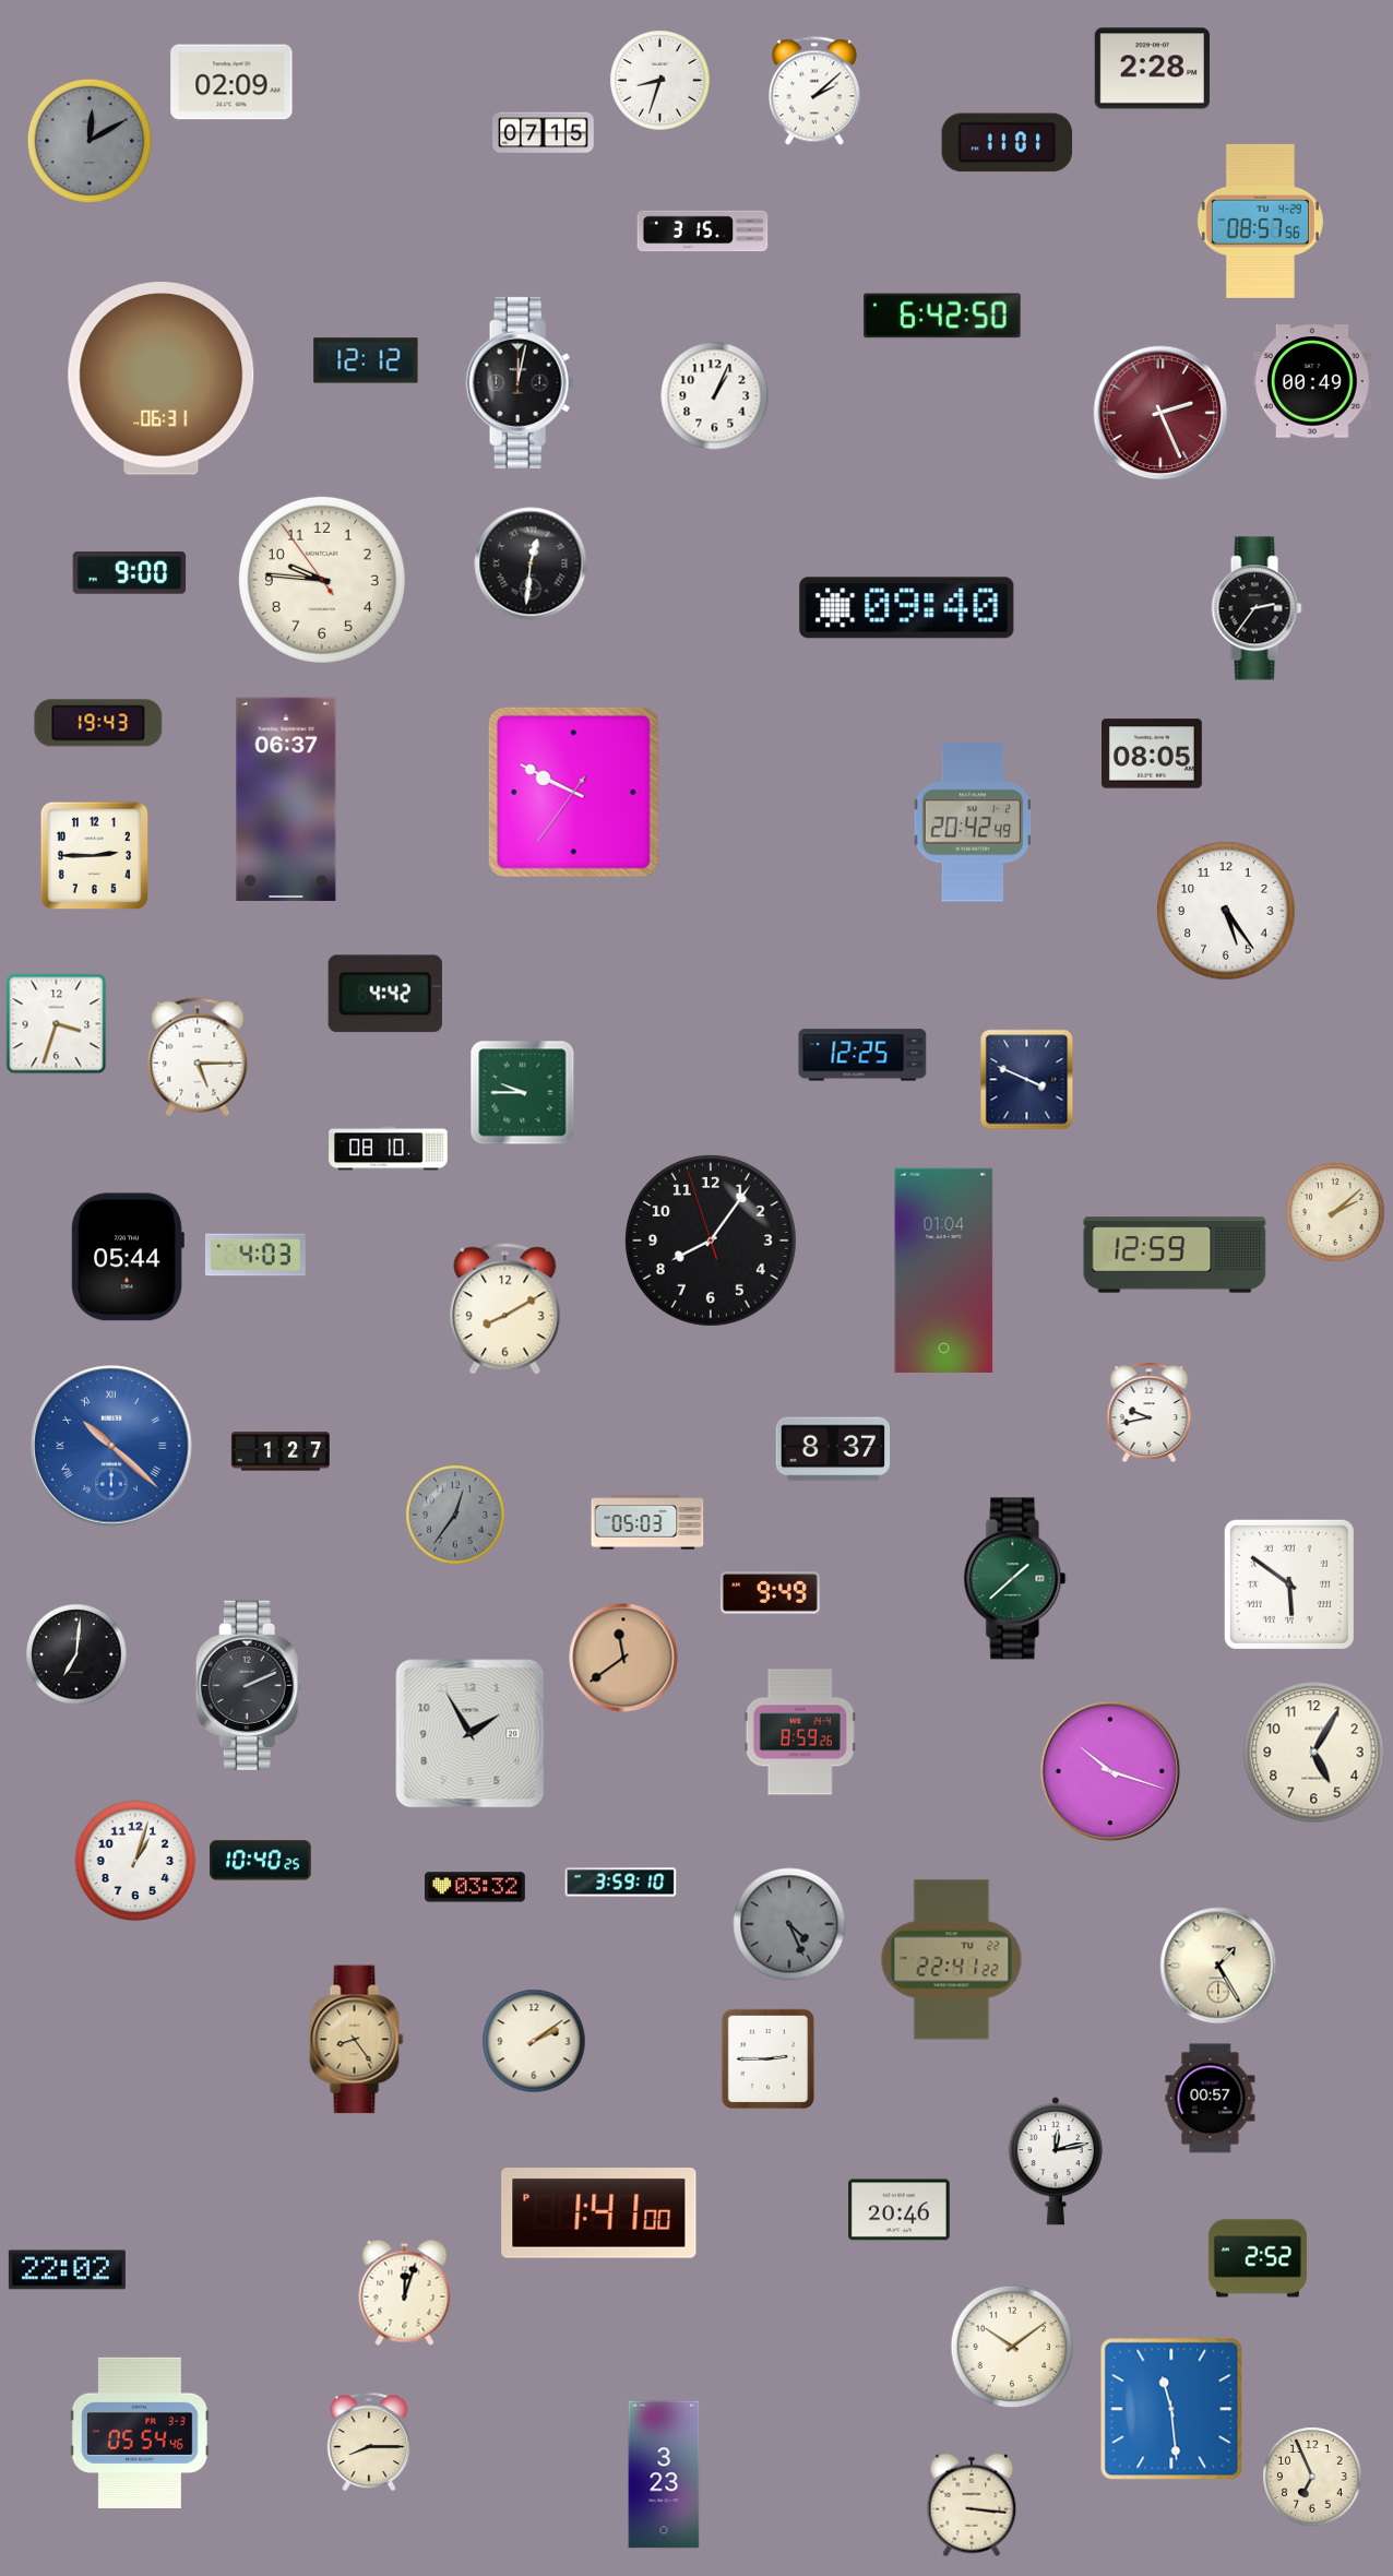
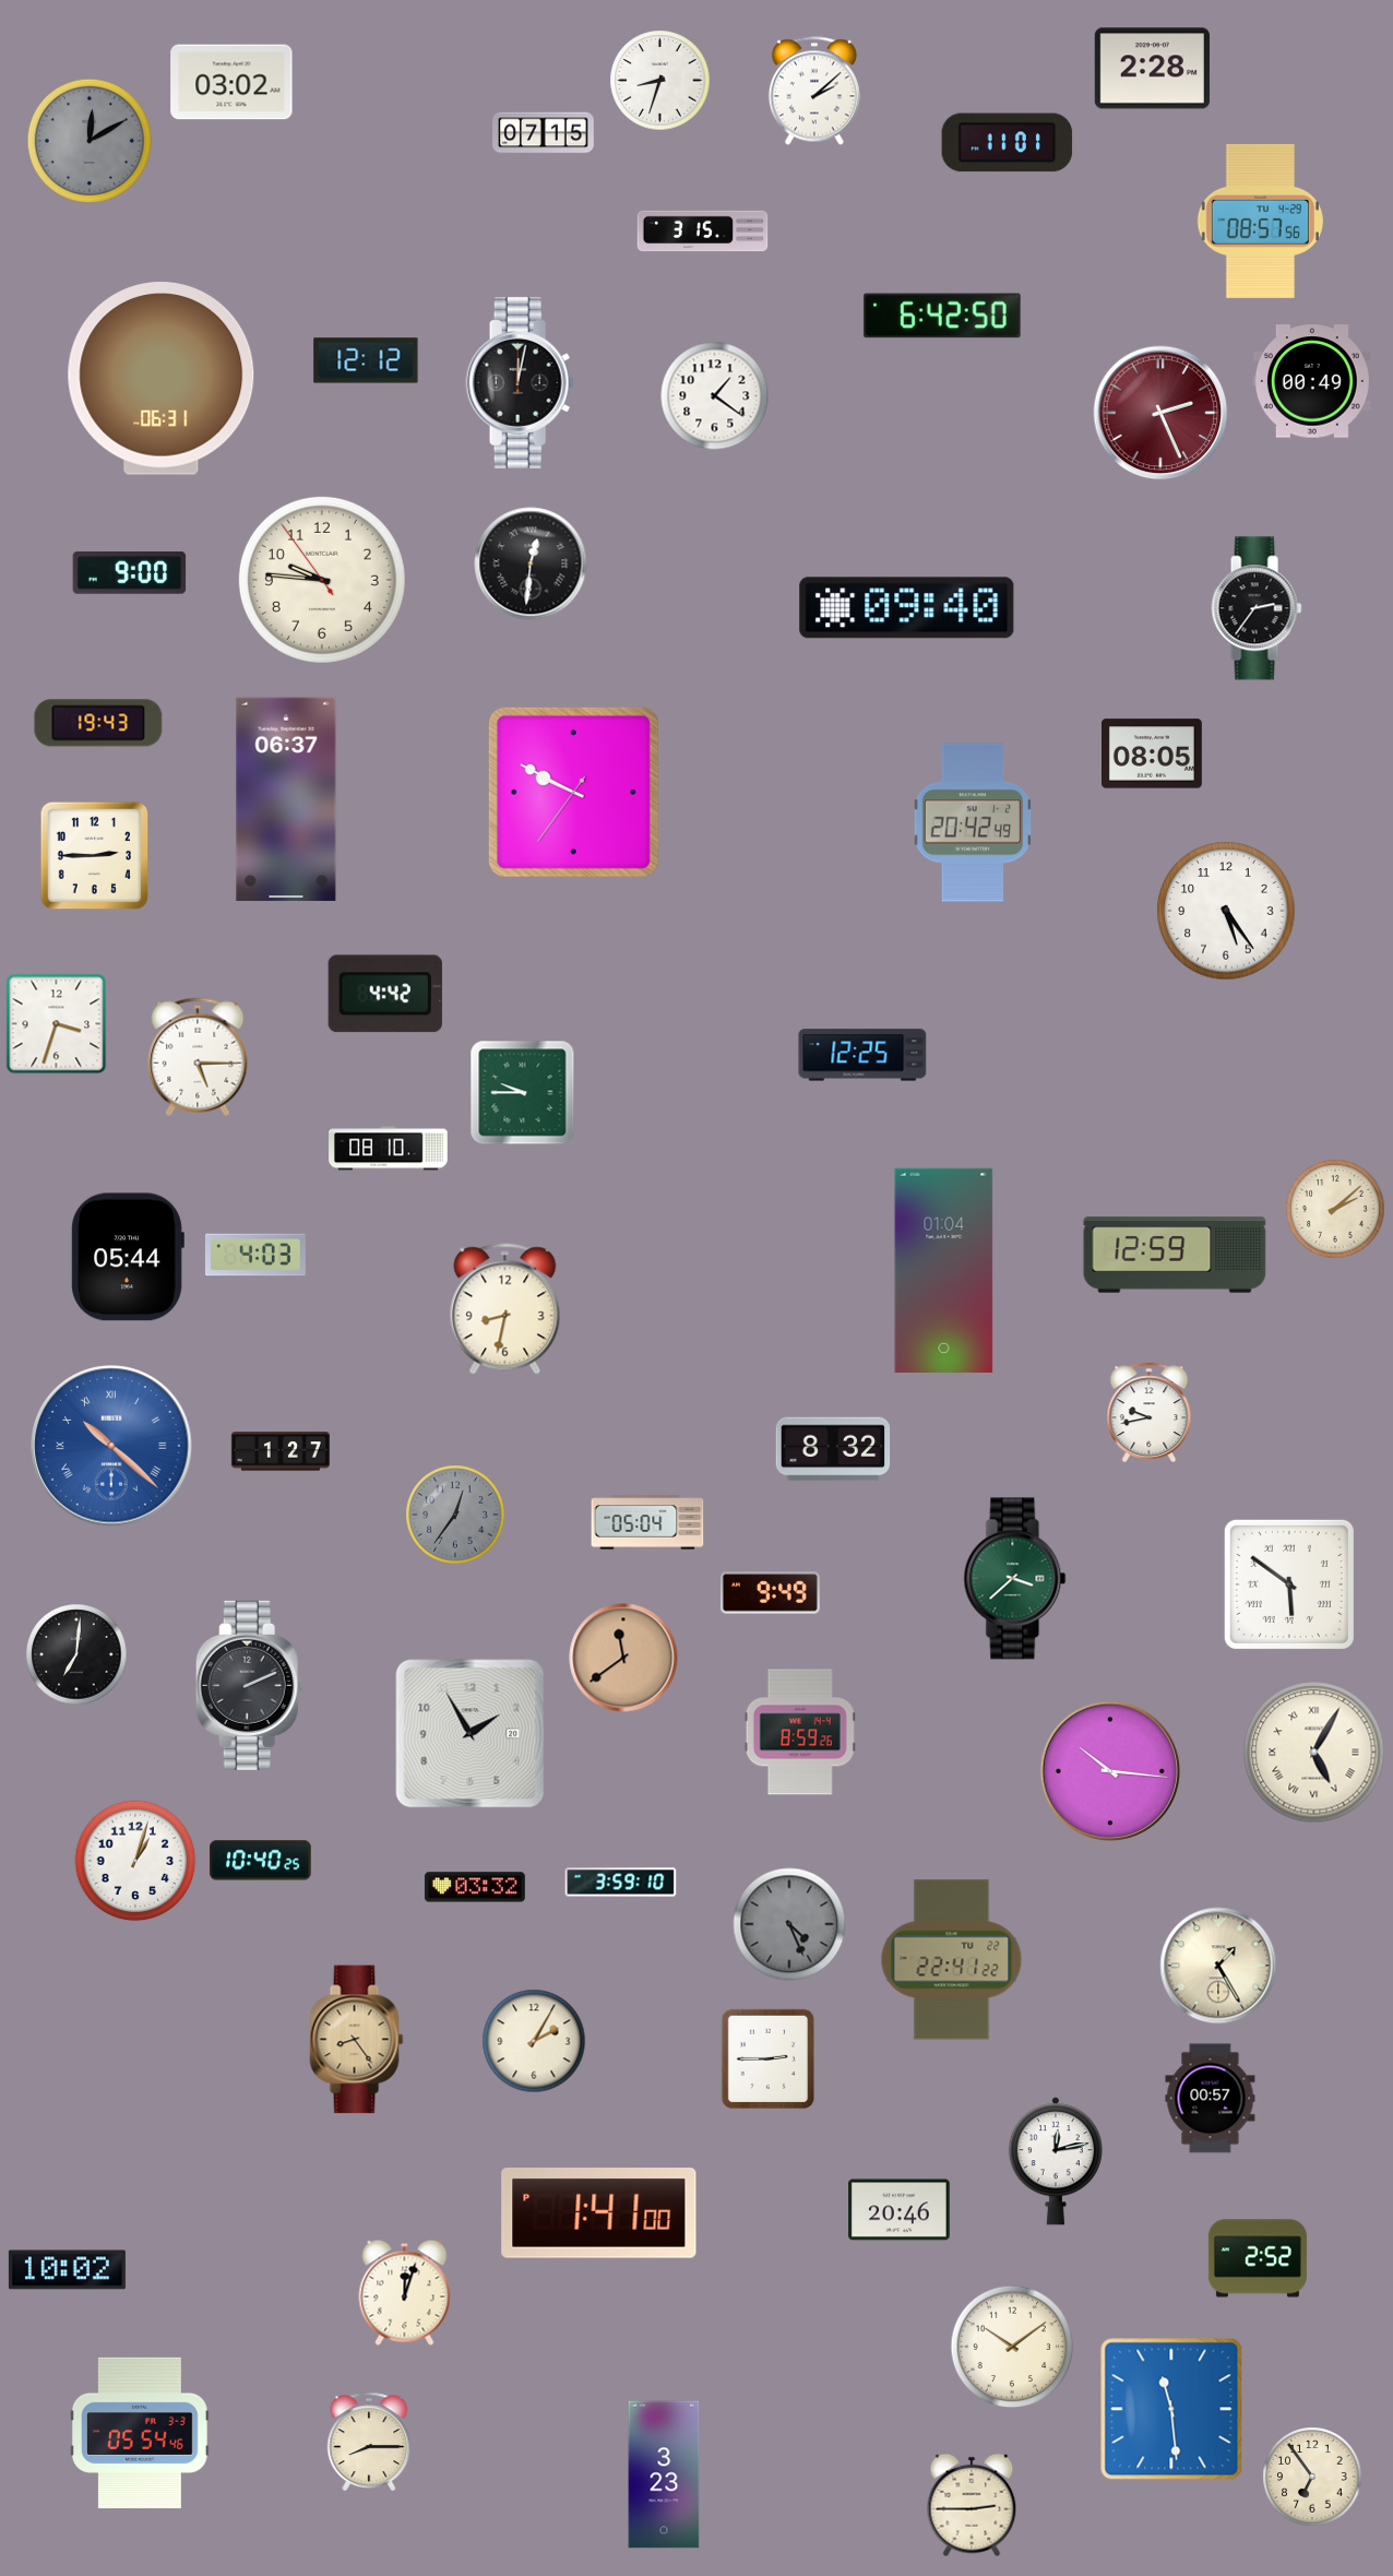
clock at (231, 82): 02:09 -> 03:02
clock at (715, 396): 1:04 -> 1:21
clock at (1027, 1080): 3:49 -> none
clock at (1335, 1212) position: (1335, 1212) -> (1335, 1209)
clock at (711, 1240): 8:05 -> none
clock at (505, 1309): 8:10 -> 8:32
clock at (833, 1449): 8:37 -> 8:32
clock at (647, 1522): 05:03 -> 05:04
clock at (1015, 1579): 1:38 -> 3:38
clock at (1314, 1753) numerals: Arabic -> Roman
clock at (1109, 1770): 10:18 -> 10:16
clock at (534, 2041): 2:09 -> 2:05
clock at (67, 2270): 22:02 -> 10:02
clock at (1312, 2477): 6:56 -> 6:54
clock at (972, 2505): 3:16 -> 2:45
